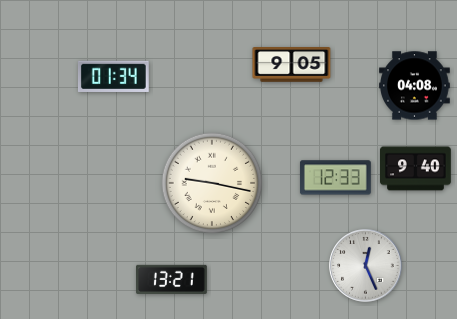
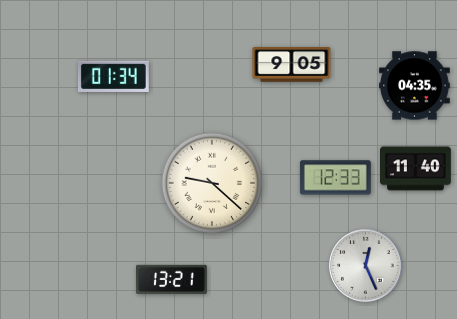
clock at (415, 86): 04:08 -> 04:35
clock at (416, 169): 9:40 -> 11:40
clock at (212, 183): 9:17 -> 9:22
